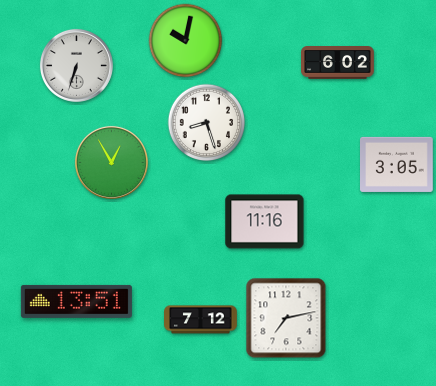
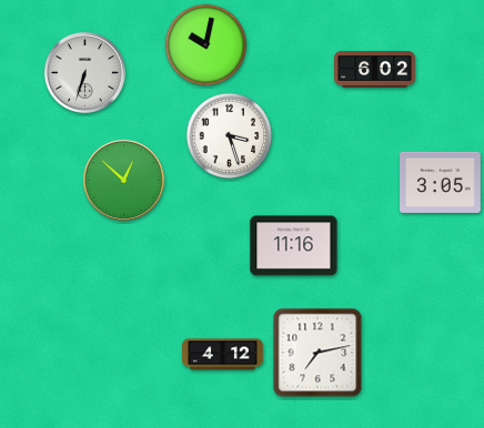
clock at (207, 123): 8:27 -> 3:27
clock at (111, 162): 12:55 -> 12:52
clock at (76, 301): 13:51 -> none
clock at (201, 320): 7:12 -> 4:12
